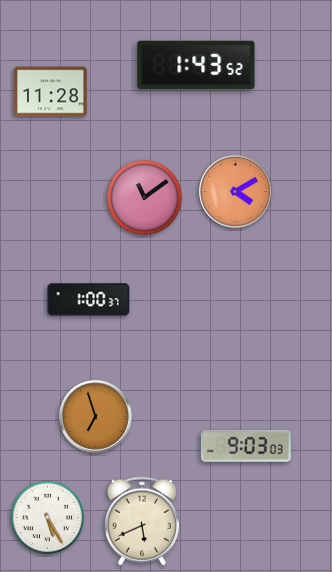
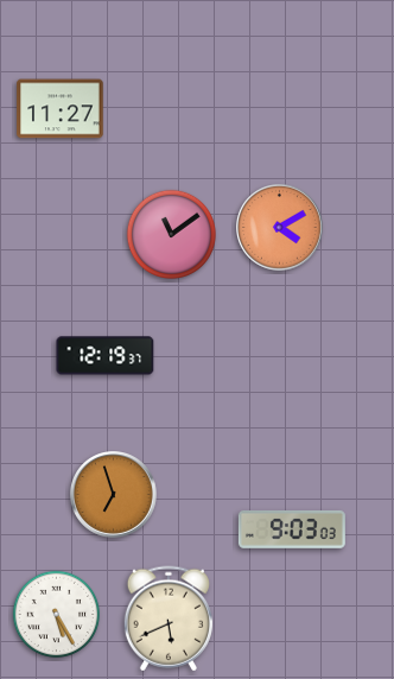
clock at (196, 65): 1:43 -> none
clock at (51, 92): 11:28 -> 11:27
clock at (89, 300): 1:00 -> 12:19
